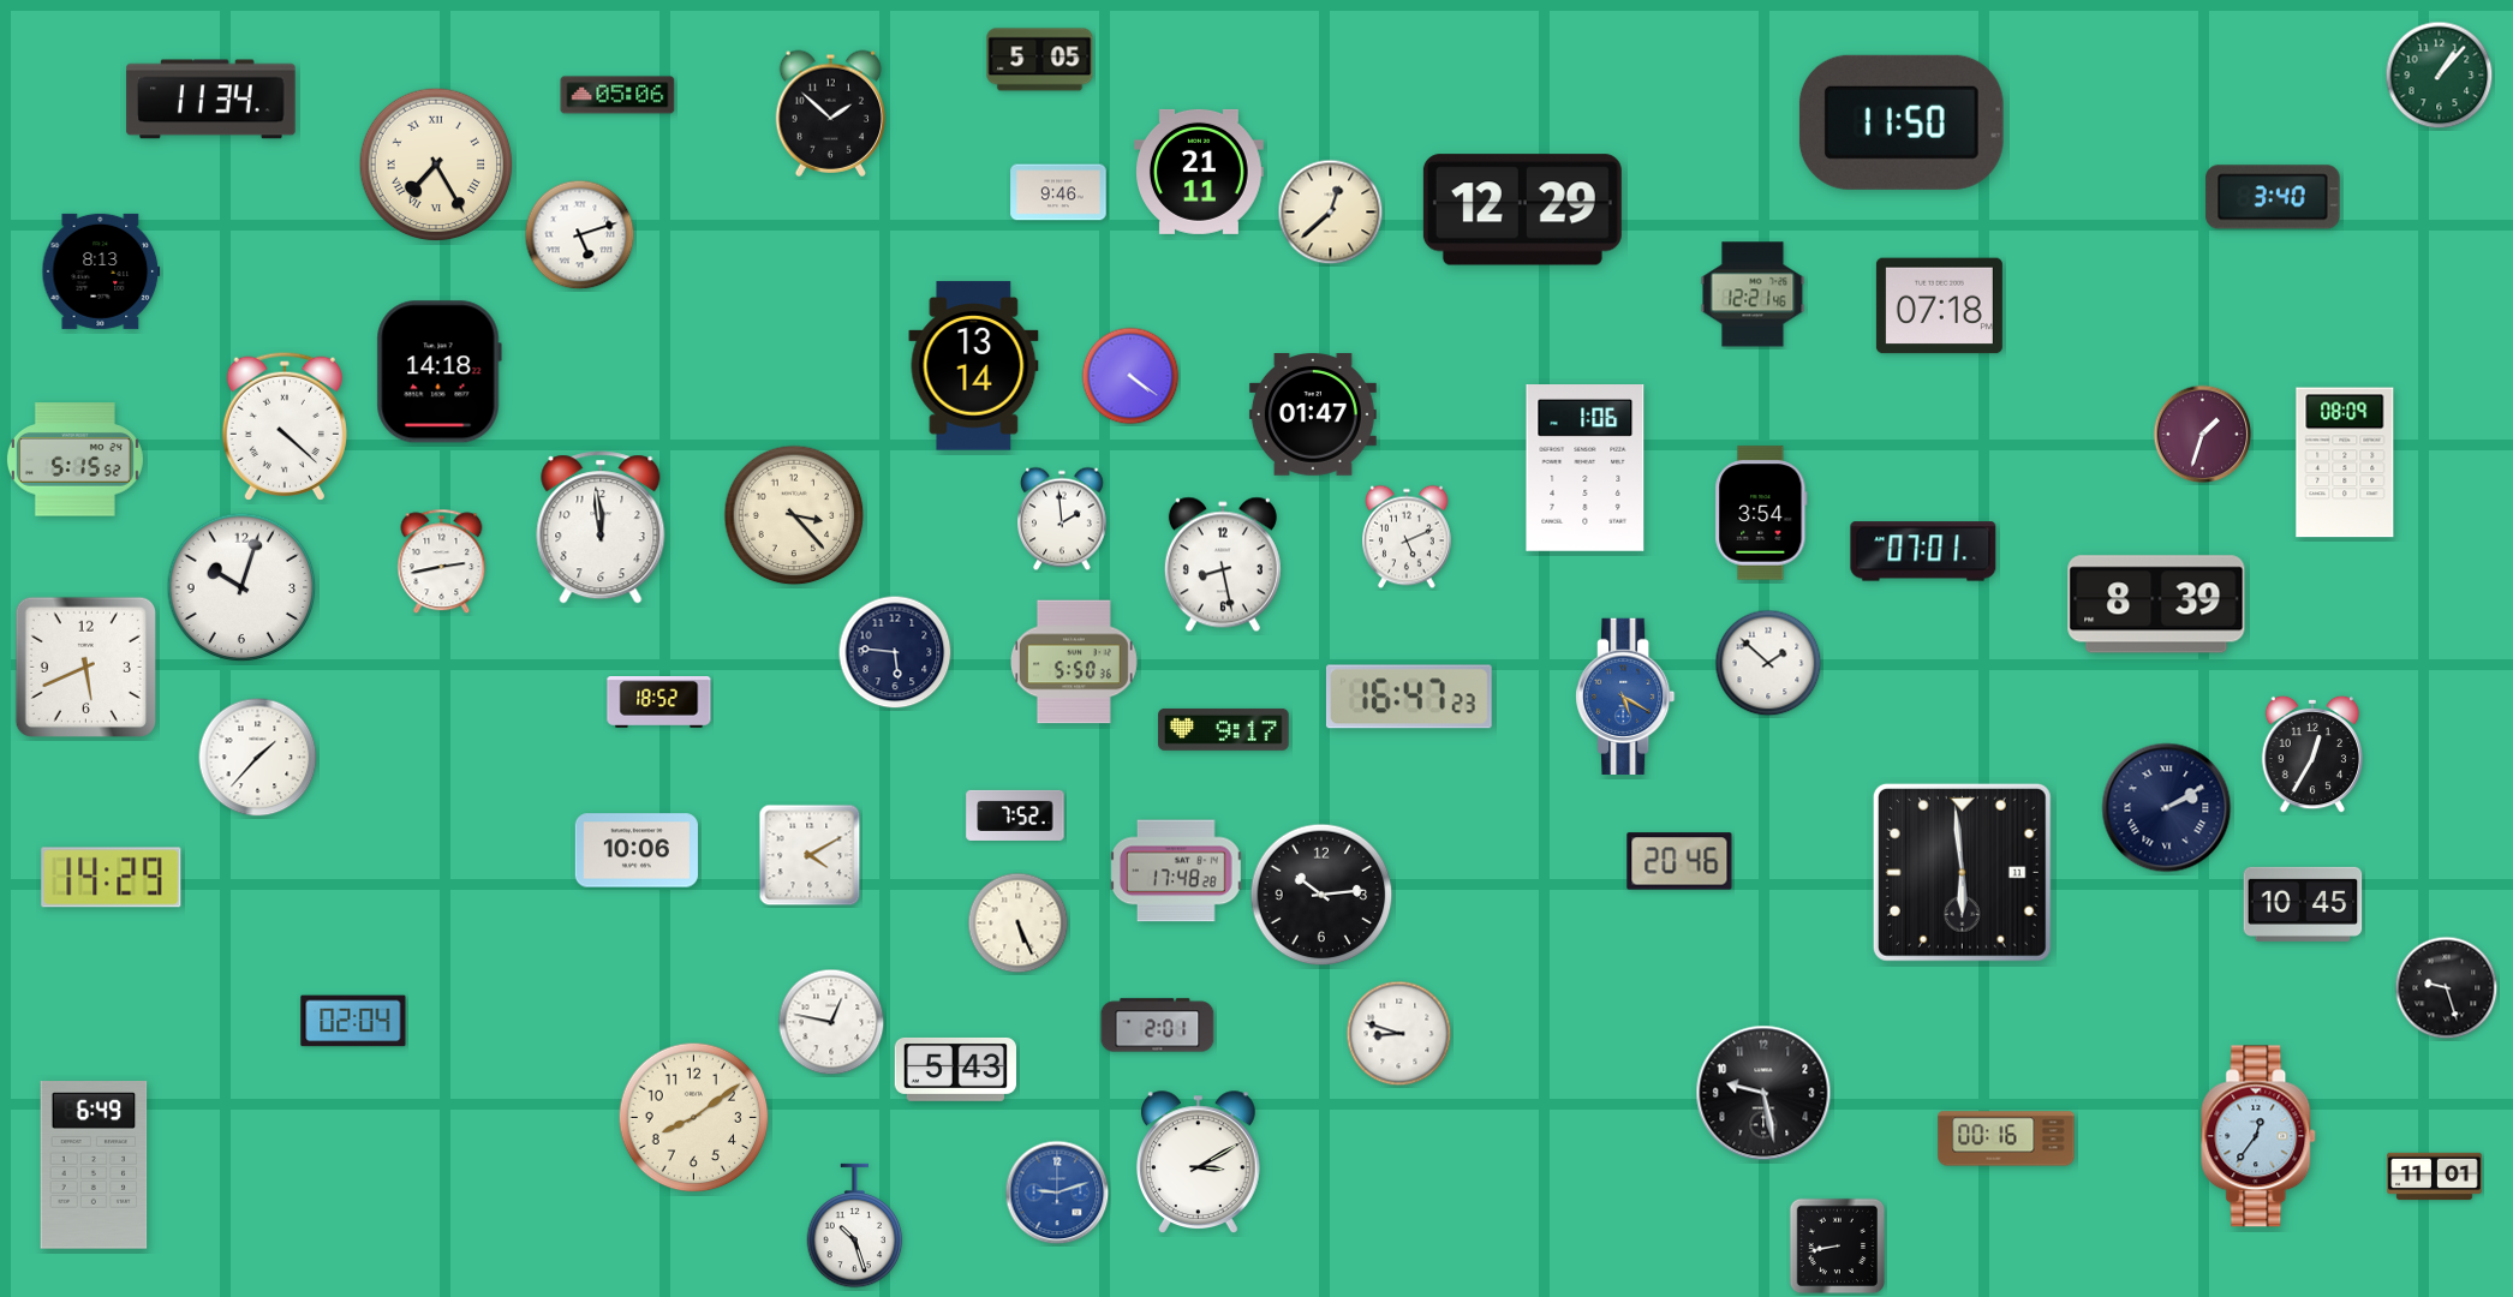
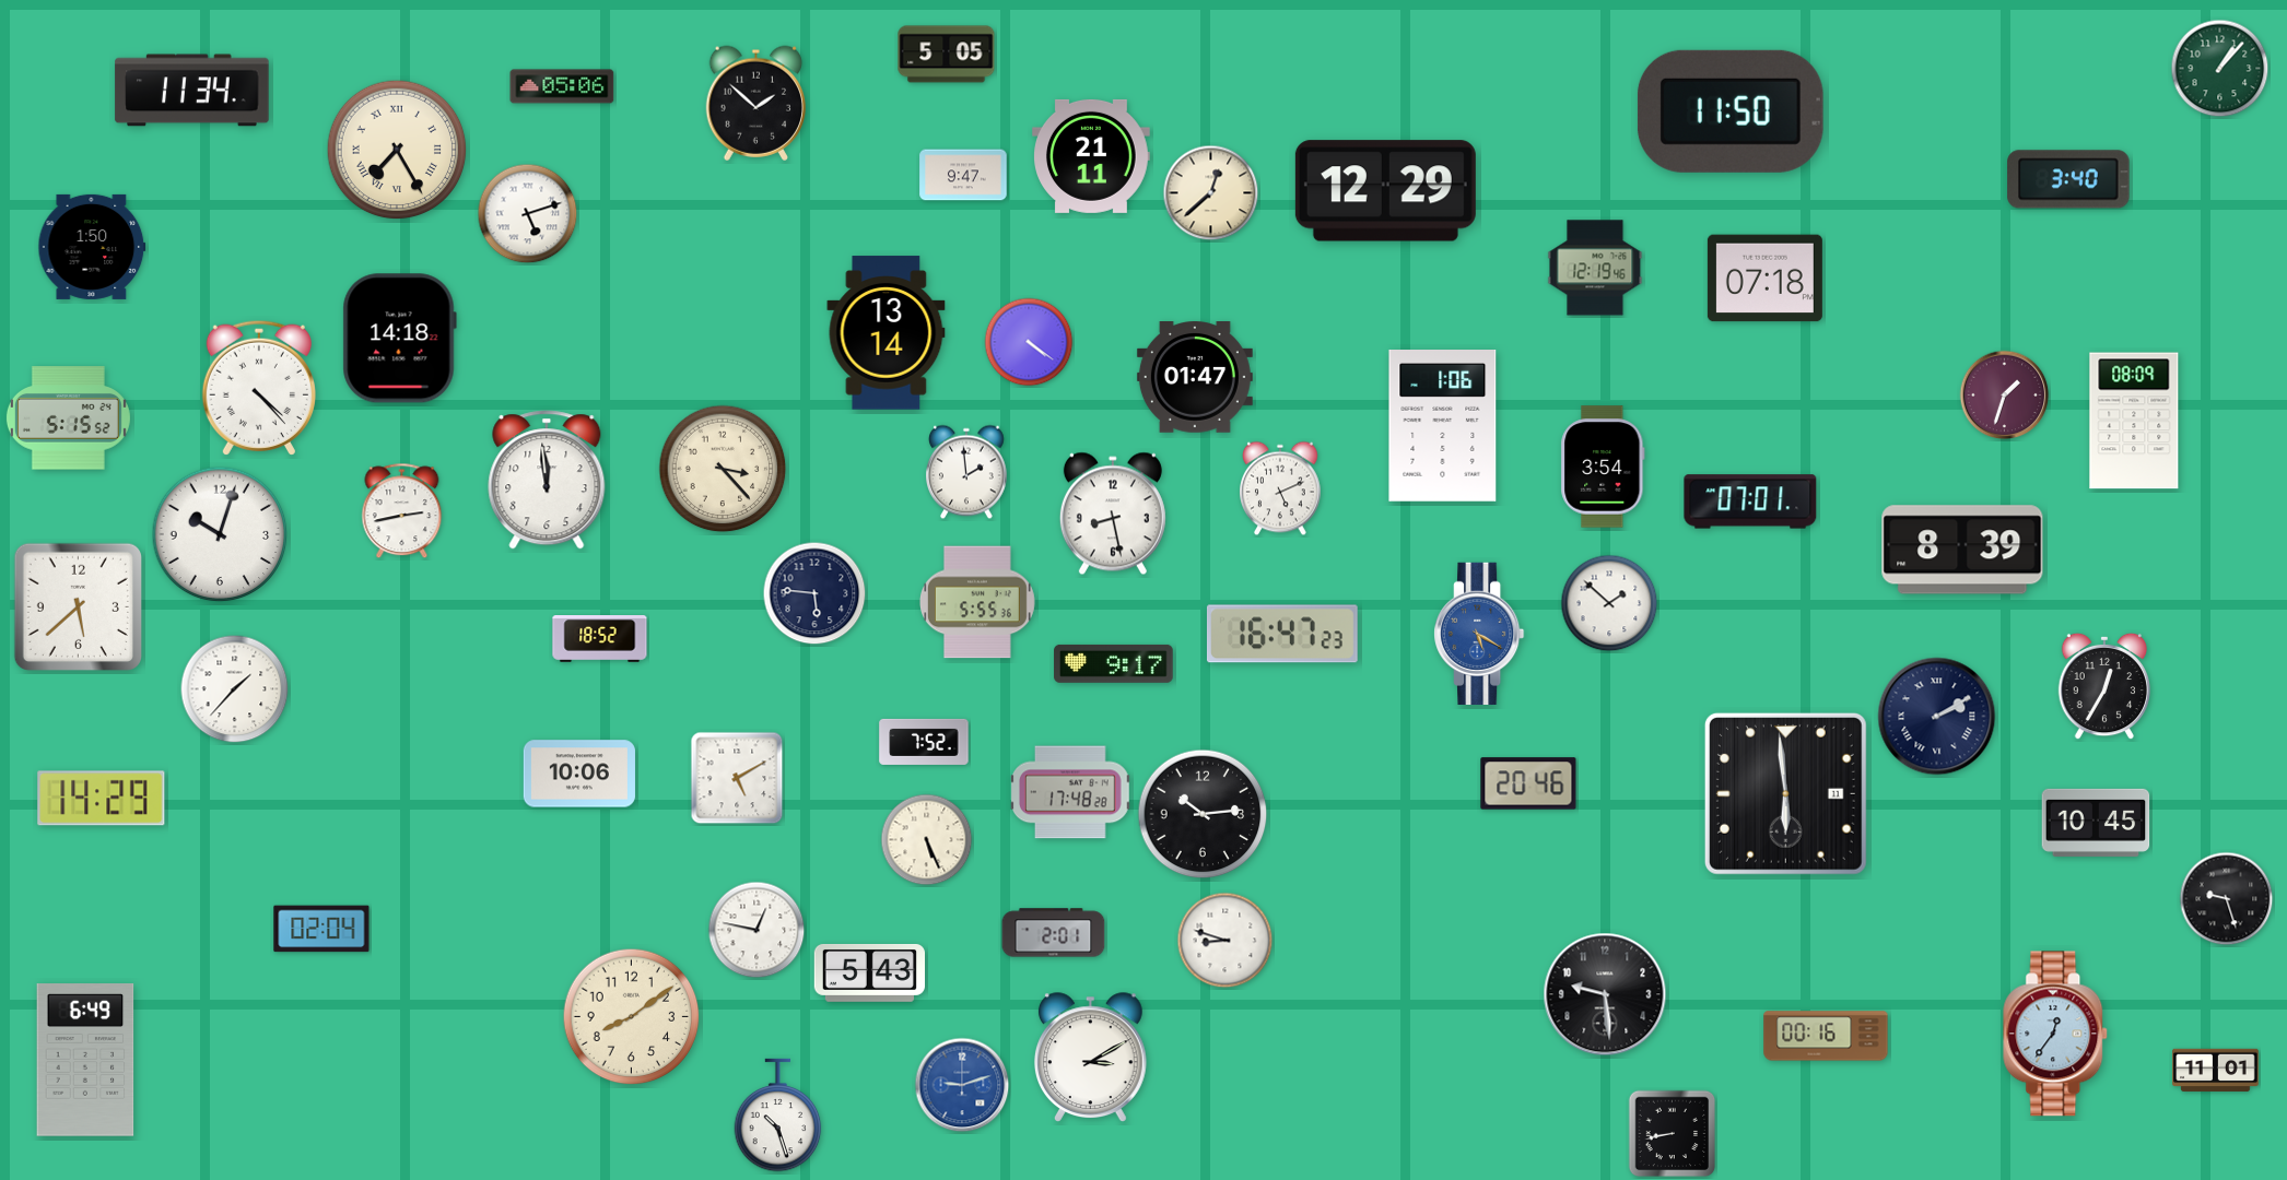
clock at (1058, 192): 9:46 -> 9:47
clock at (101, 271): 8:13 -> 1:50
clock at (1753, 294): 12:21 -> 12:19
clock at (285, 426): 4:22 -> 4:23
clock at (1074, 662): 5:50 -> 5:55
clock at (85, 667): 5:41 -> 5:38
clock at (2167, 808) position: (2167, 808) -> (1937, 717)
clock at (810, 855): 4:10 -> 5:10
clock at (1399, 1034) position: (1399, 1034) -> (1225, 941)
clock at (1763, 1093): 9:28 -> 9:29
